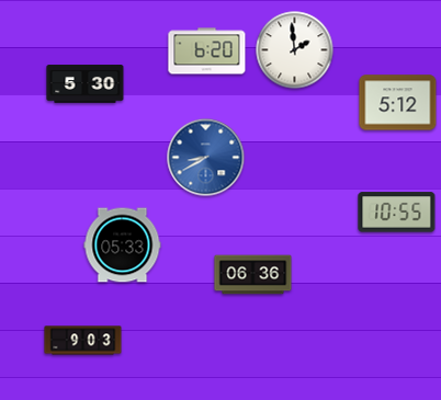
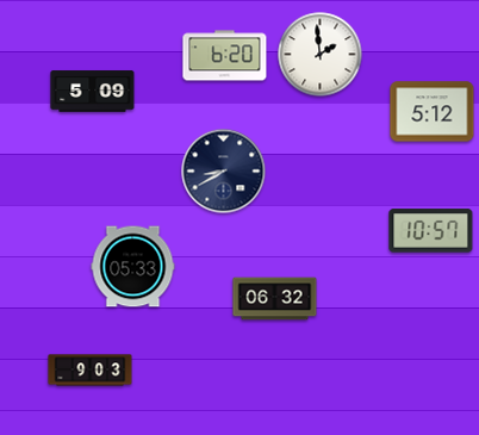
clock at (86, 84): 5:30 -> 5:09
clock at (206, 158) dial: blue -> navy
clock at (397, 213): 10:55 -> 10:57
clock at (253, 275): 06:36 -> 06:32
